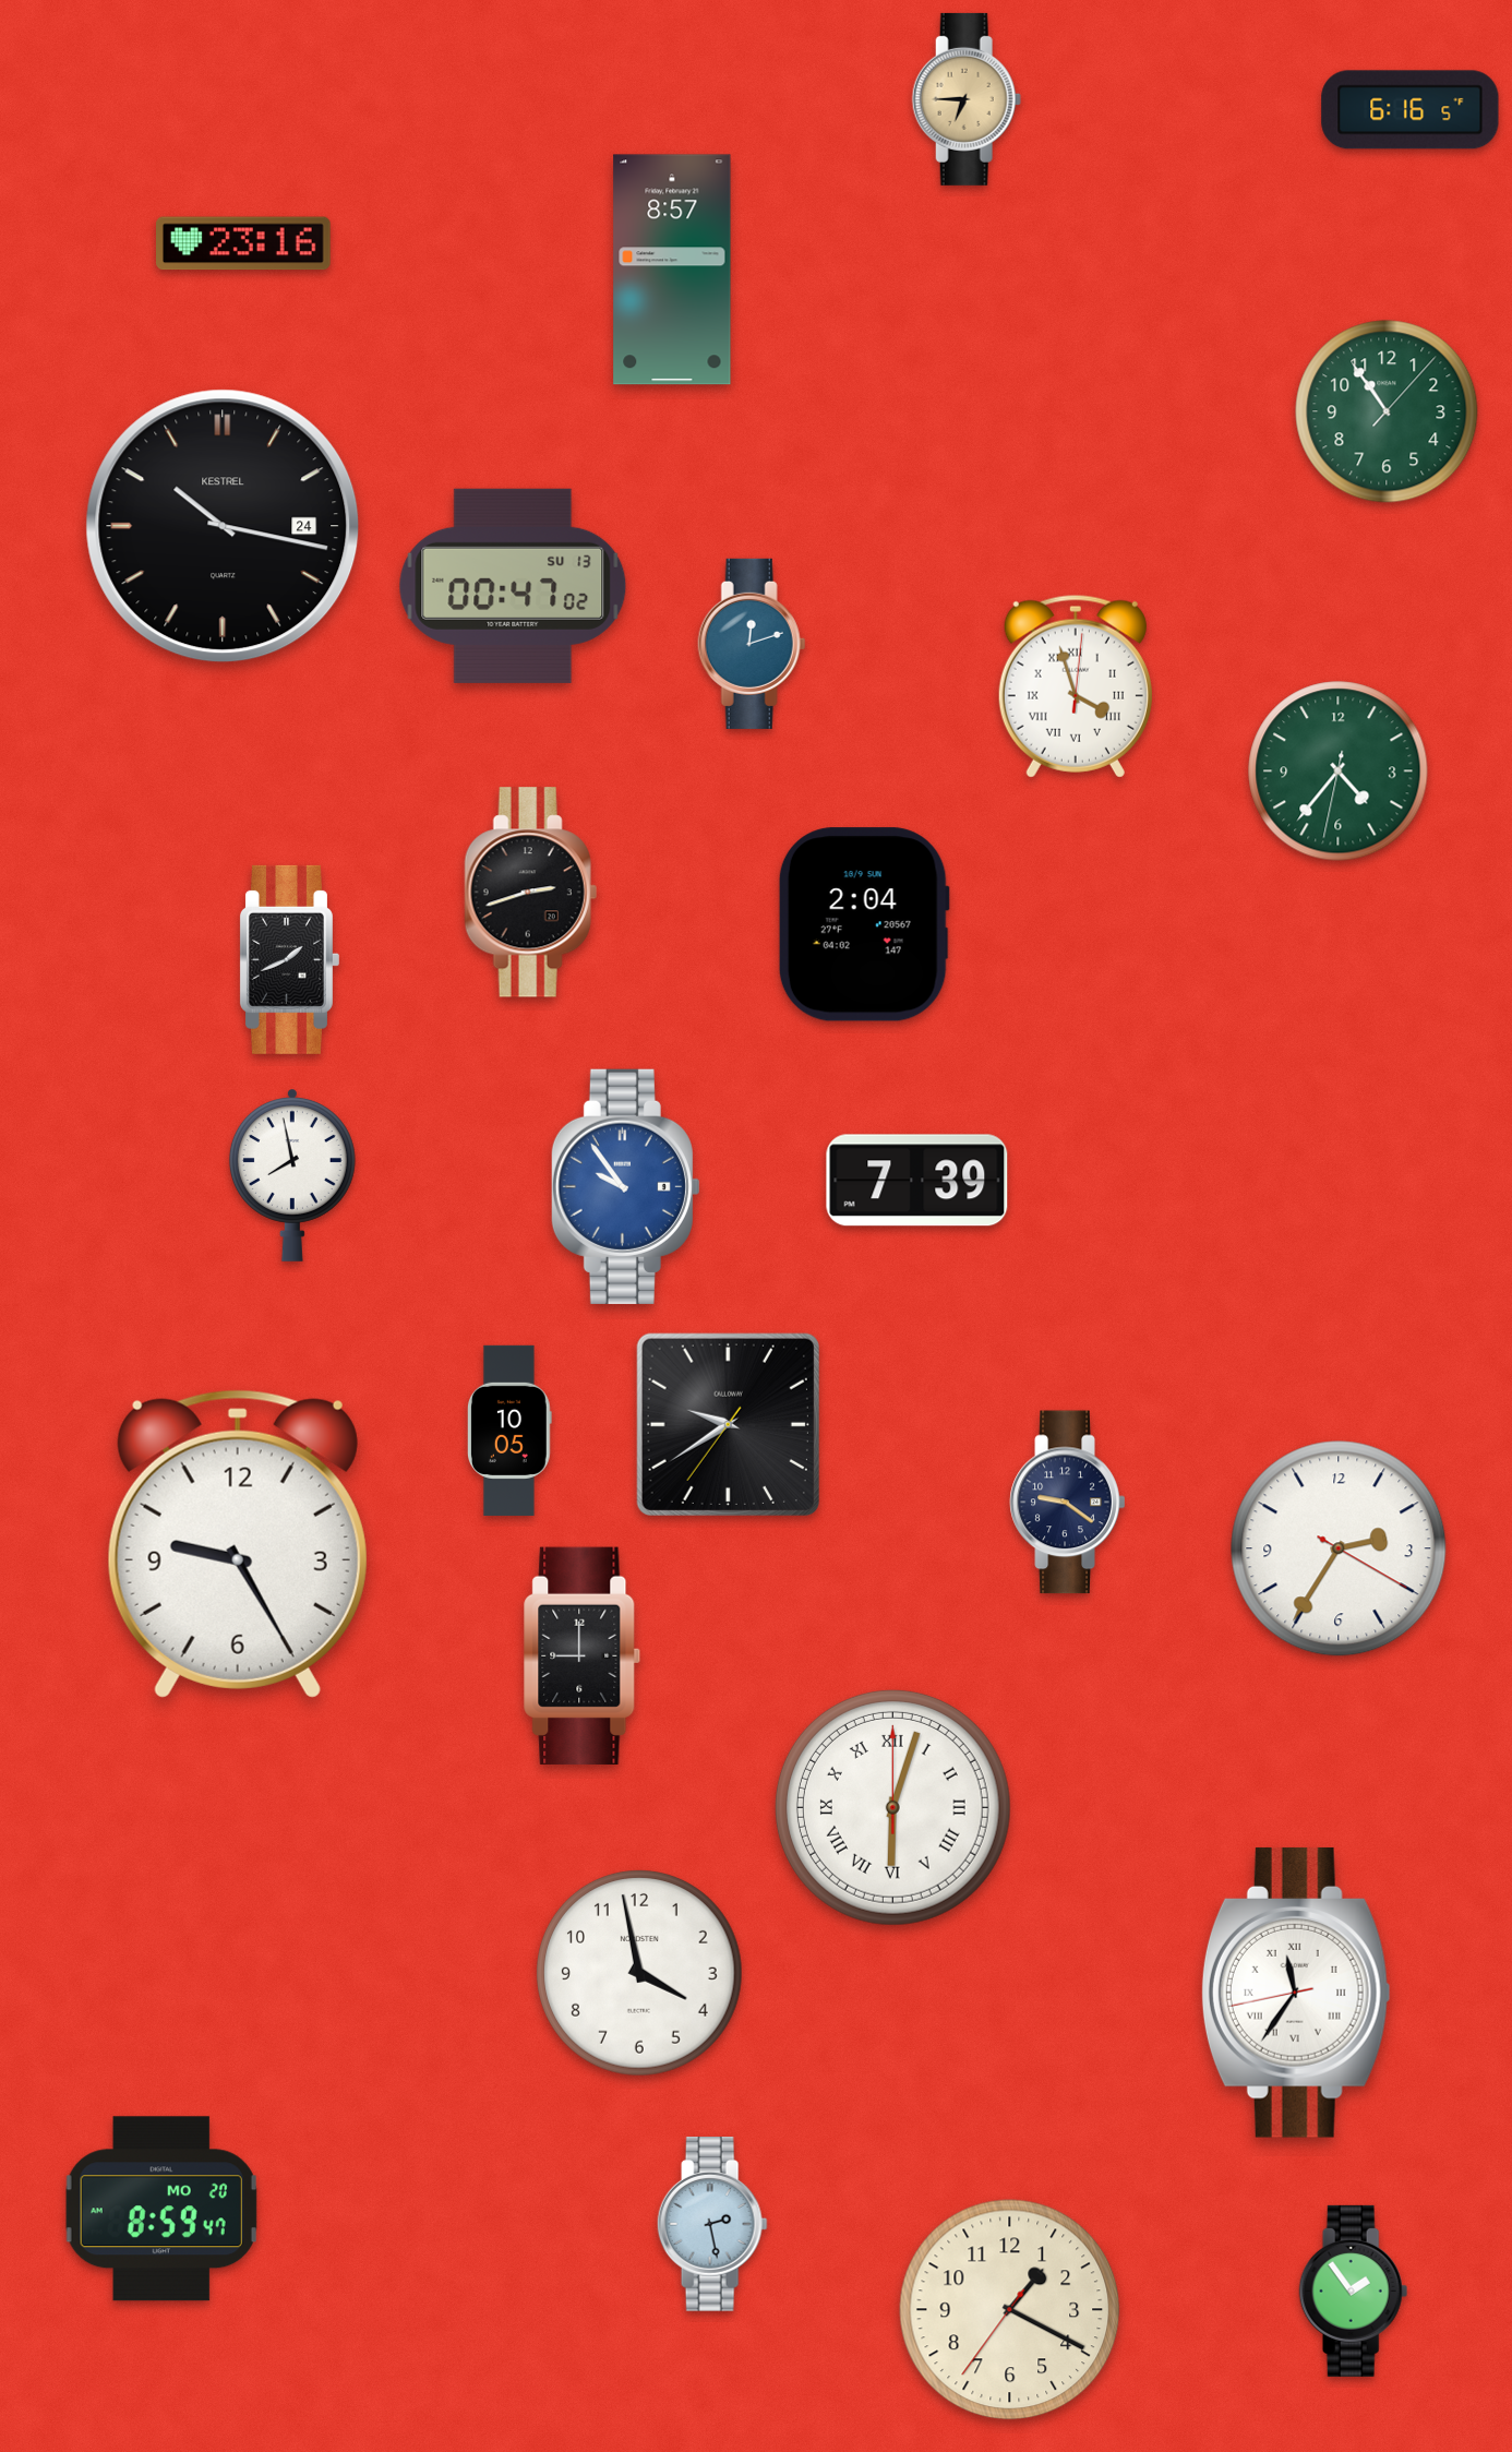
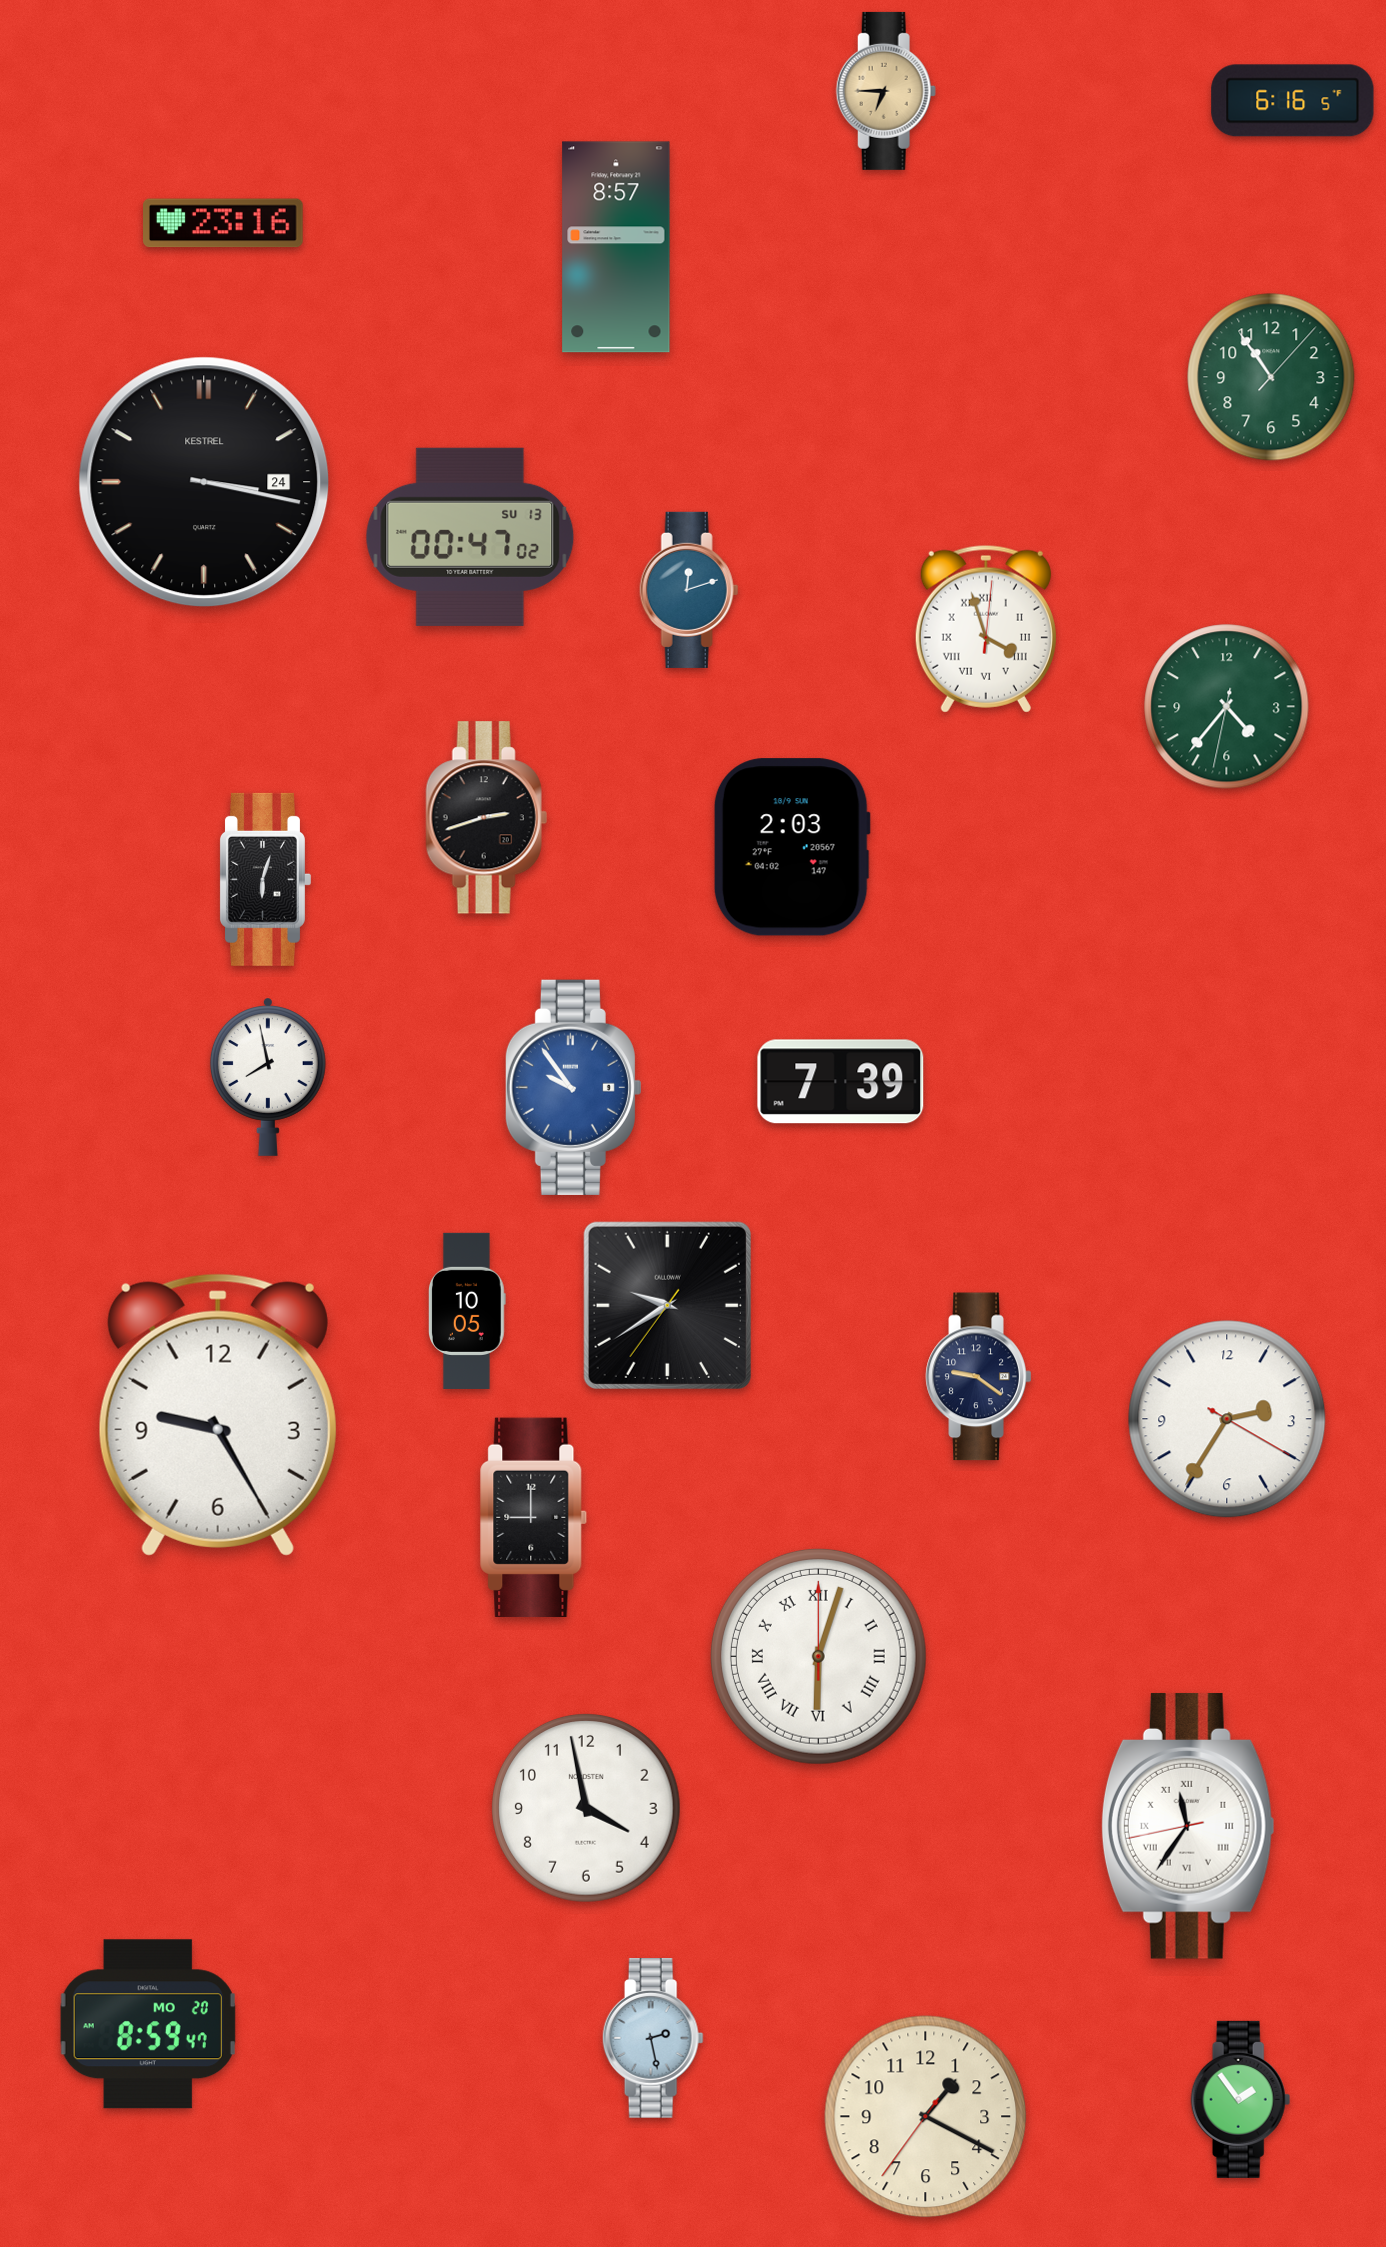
clock at (223, 526): 10:17 -> 3:17
clock at (864, 924): 2:04 -> 2:03
clock at (290, 959): 1:41 -> 6:03
